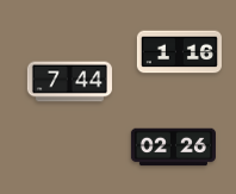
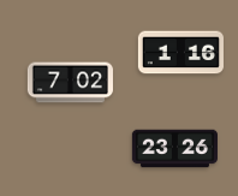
clock at (69, 82): 7:44 -> 7:02
clock at (173, 148): 02:26 -> 23:26
